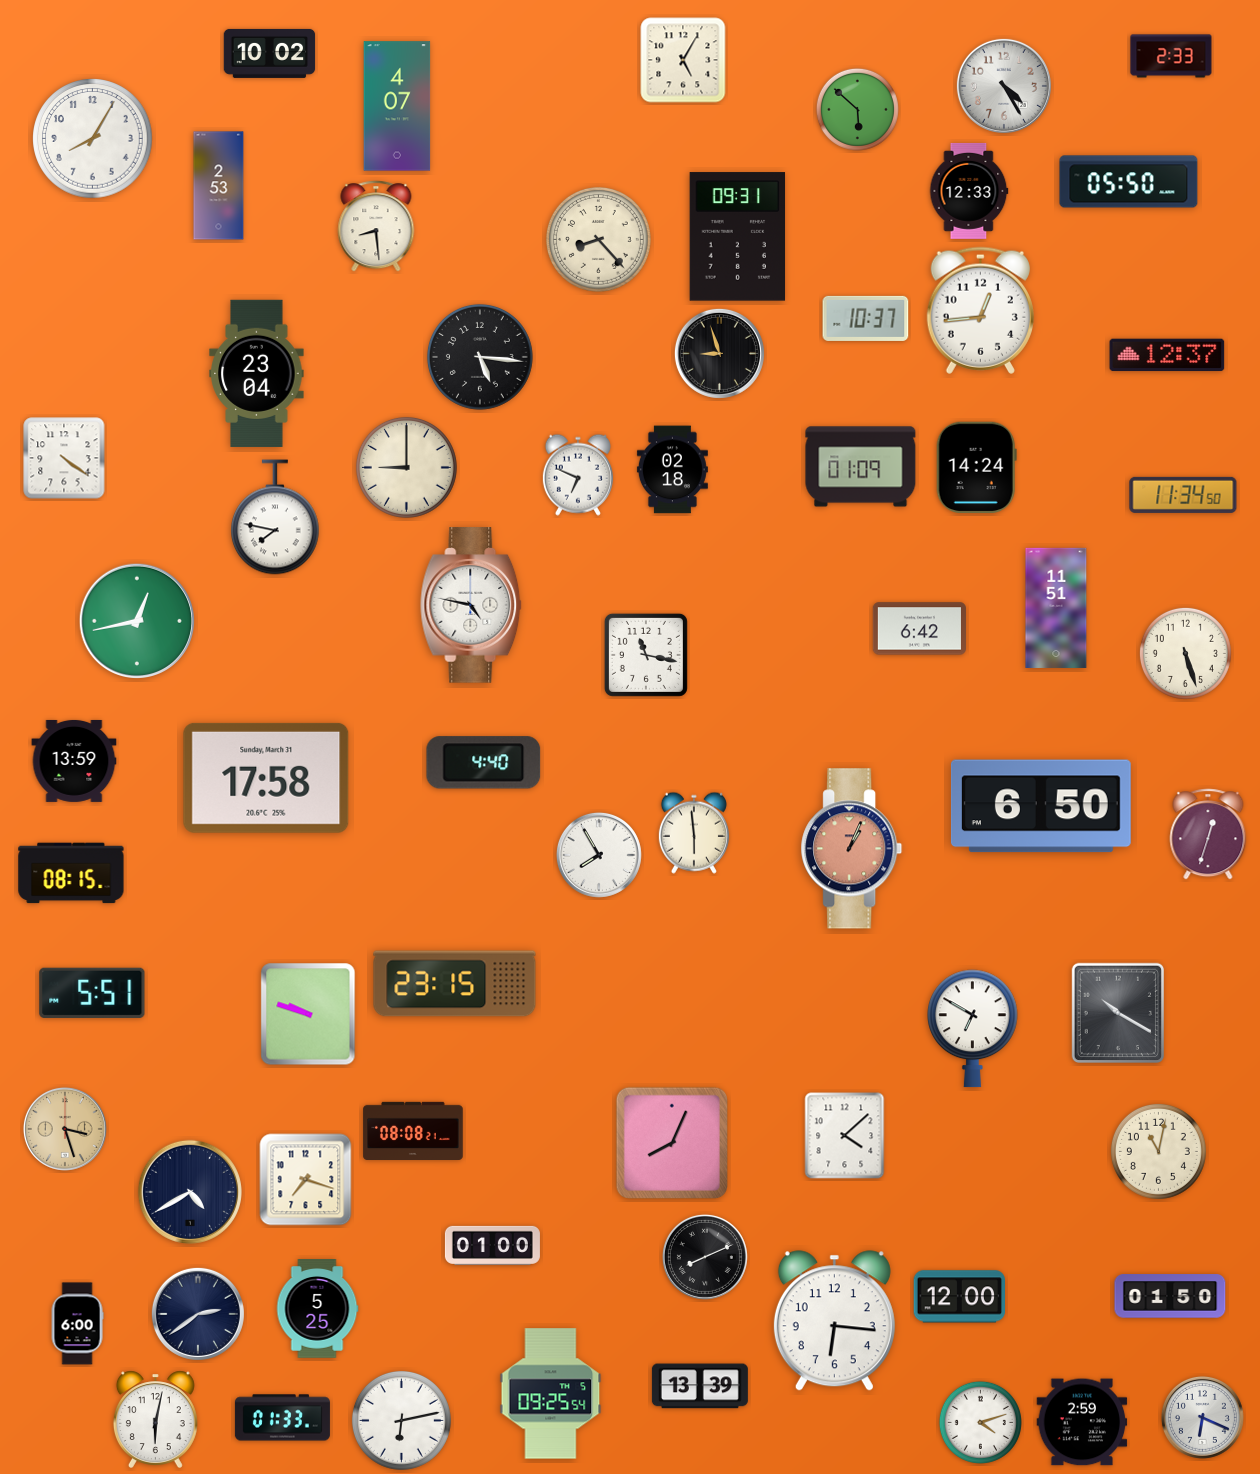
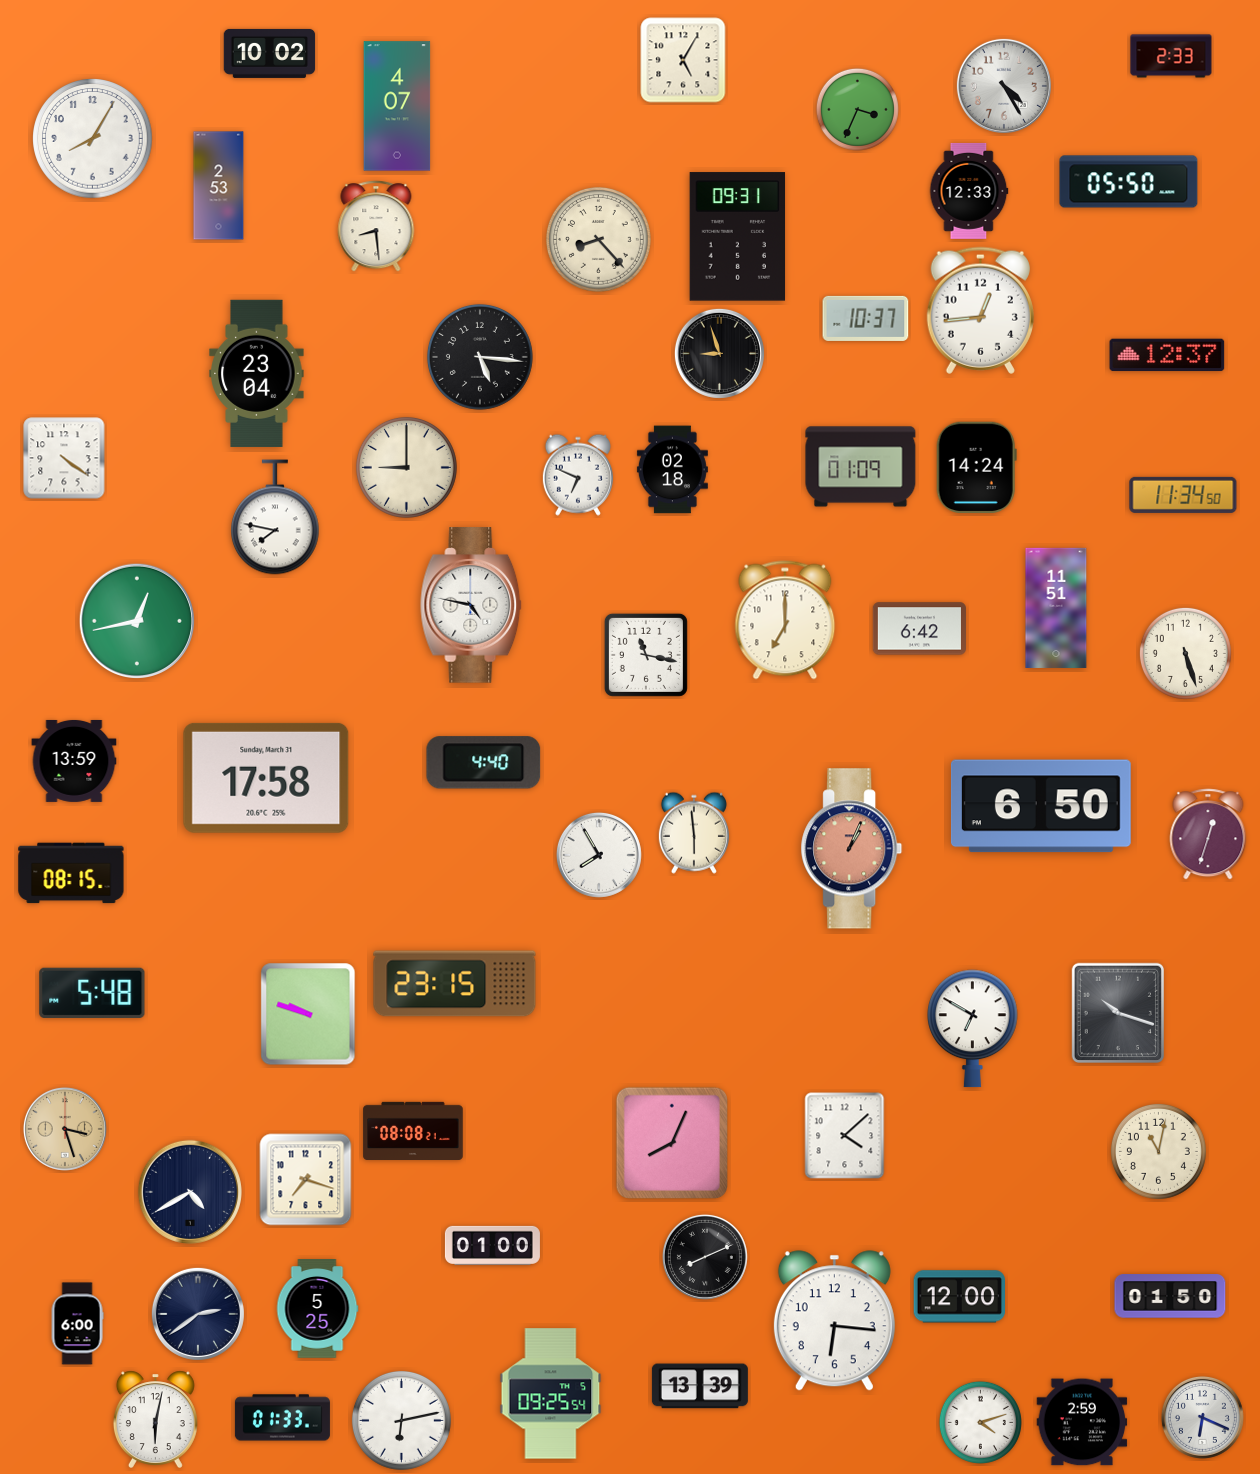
clock at (857, 109): 5:52 -> 3:34
clock at (785, 620): none -> 7:00
clock at (92, 993): 5:51 -> 5:48
clock at (1117, 1012): 10:20 -> 10:18
